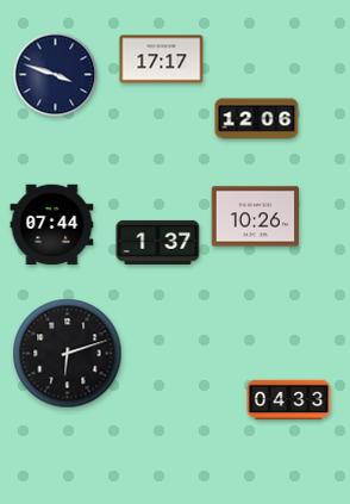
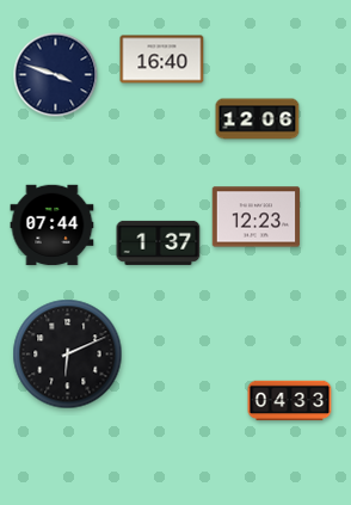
clock at (162, 60): 17:17 -> 16:40
clock at (256, 217): 10:26 -> 12:23
clock at (68, 354): 6:12 -> 6:11
